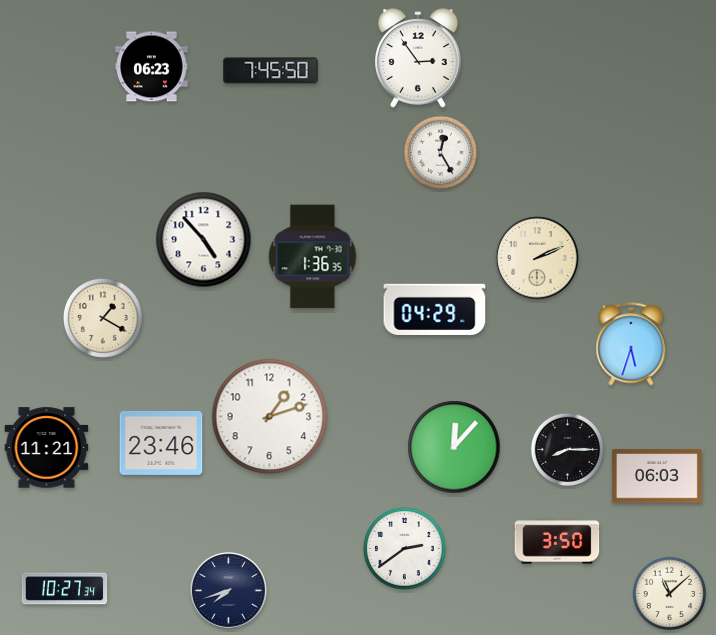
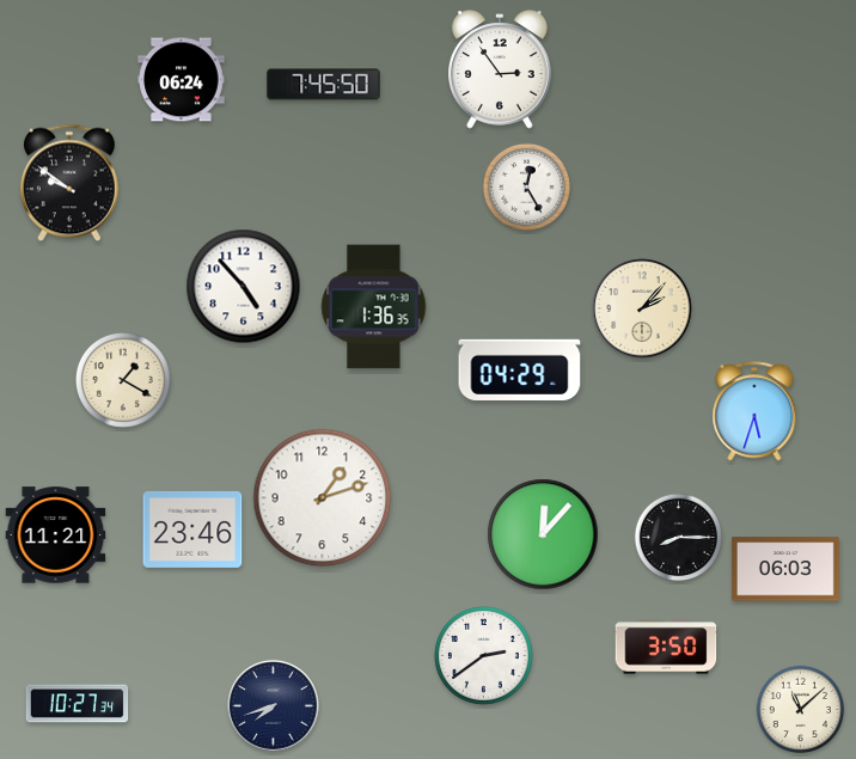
clock at (152, 67): 06:23 -> 06:24
clock at (440, 152) position: (440, 152) -> (526, 186)
clock at (69, 183): none -> 9:51
clock at (537, 258): 2:11 -> 2:07
